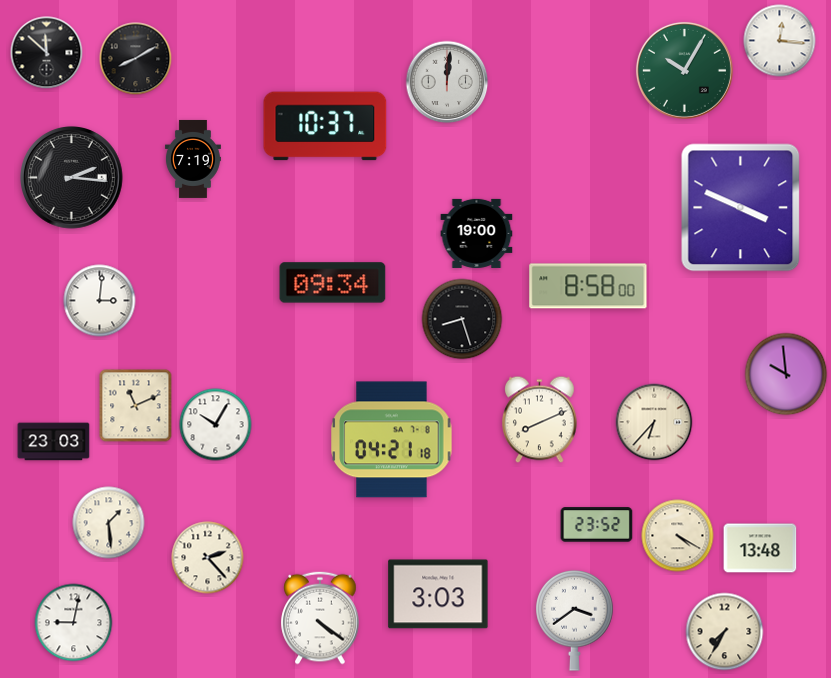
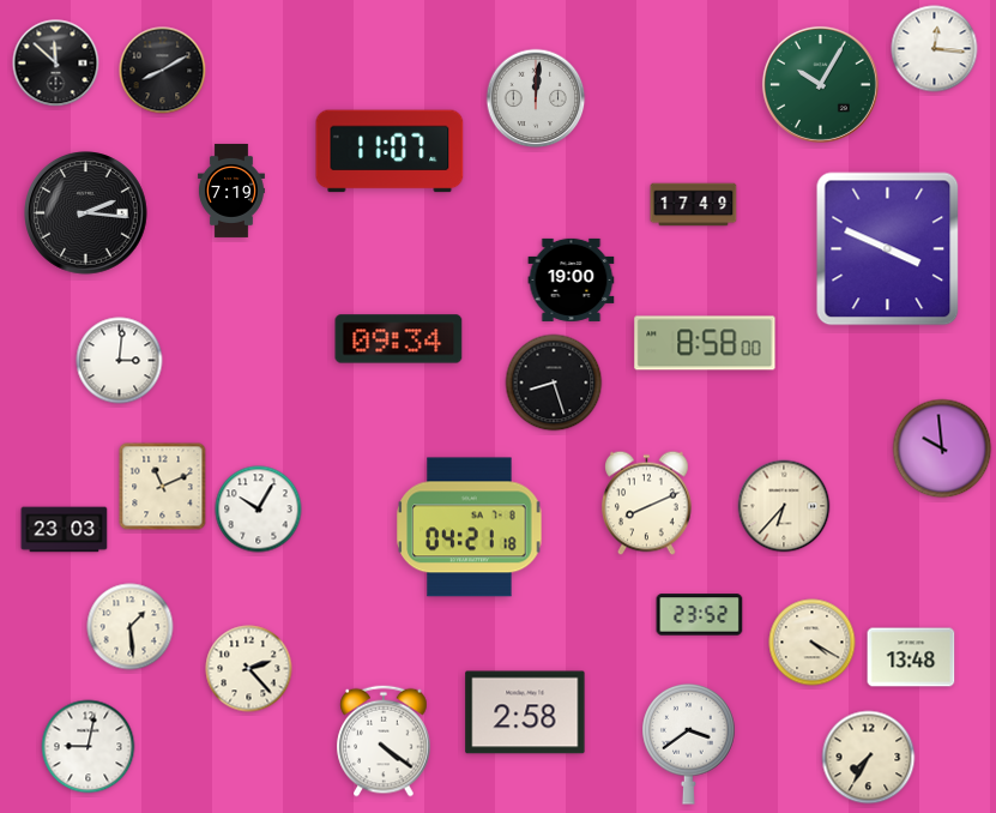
clock at (325, 126): 10:37 -> 11:07
clock at (694, 205): none -> 17:49
clock at (597, 525) position: (597, 525) -> (700, 615)
clock at (438, 594): 3:03 -> 2:58
